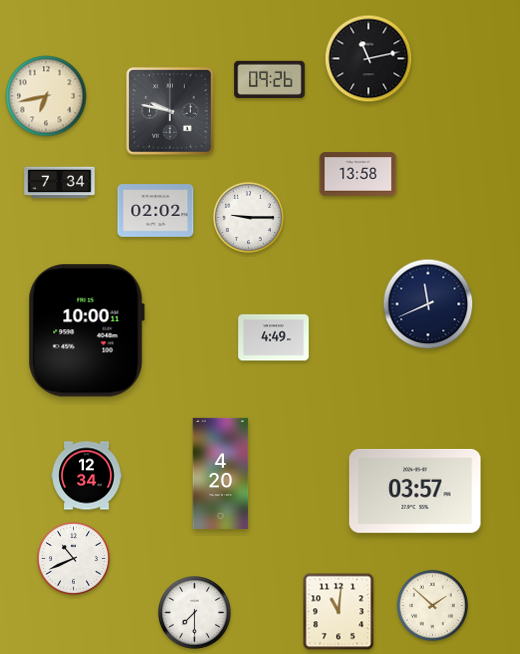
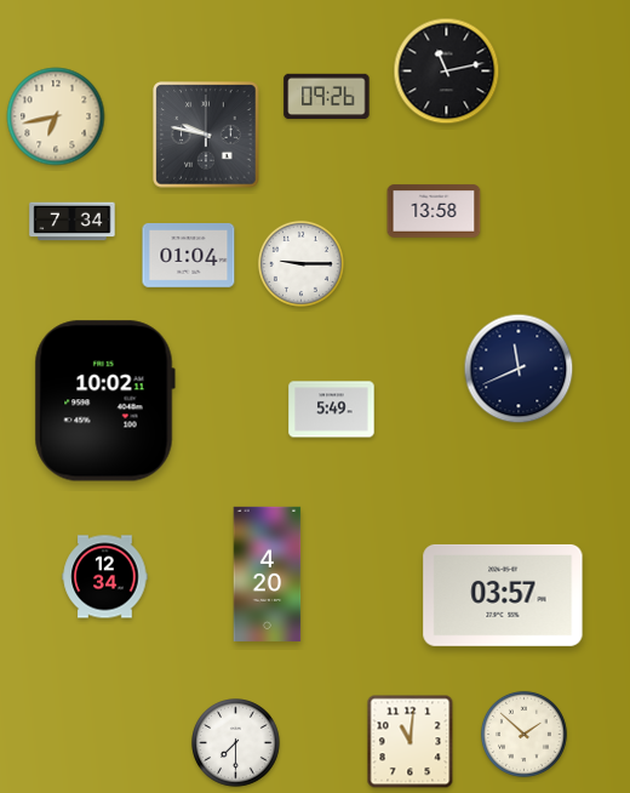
clock at (156, 211): 02:02 -> 01:04
clock at (86, 331): 10:00 -> 10:02
clock at (274, 338): 4:49 -> 5:49
clock at (74, 559): 10:41 -> none
